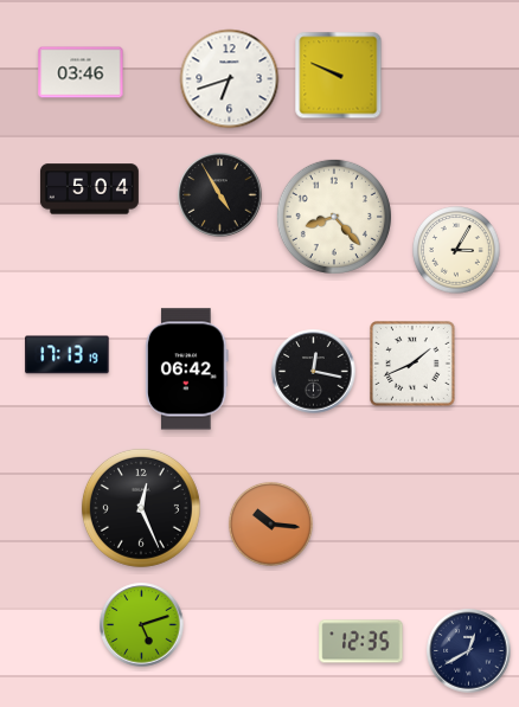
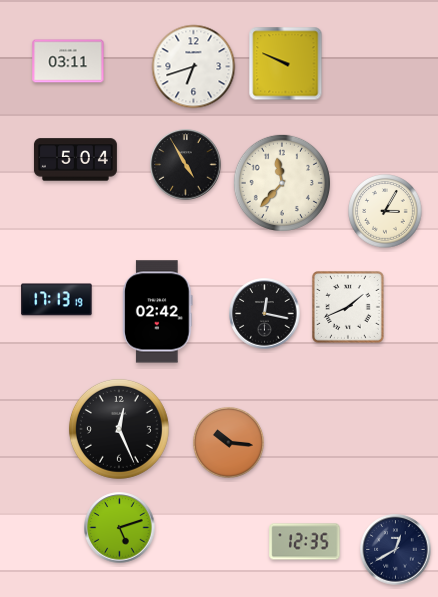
clock at (81, 72): 03:46 -> 03:11
clock at (334, 217): 8:23 -> 11:37
clock at (187, 369): 06:42 -> 02:42
